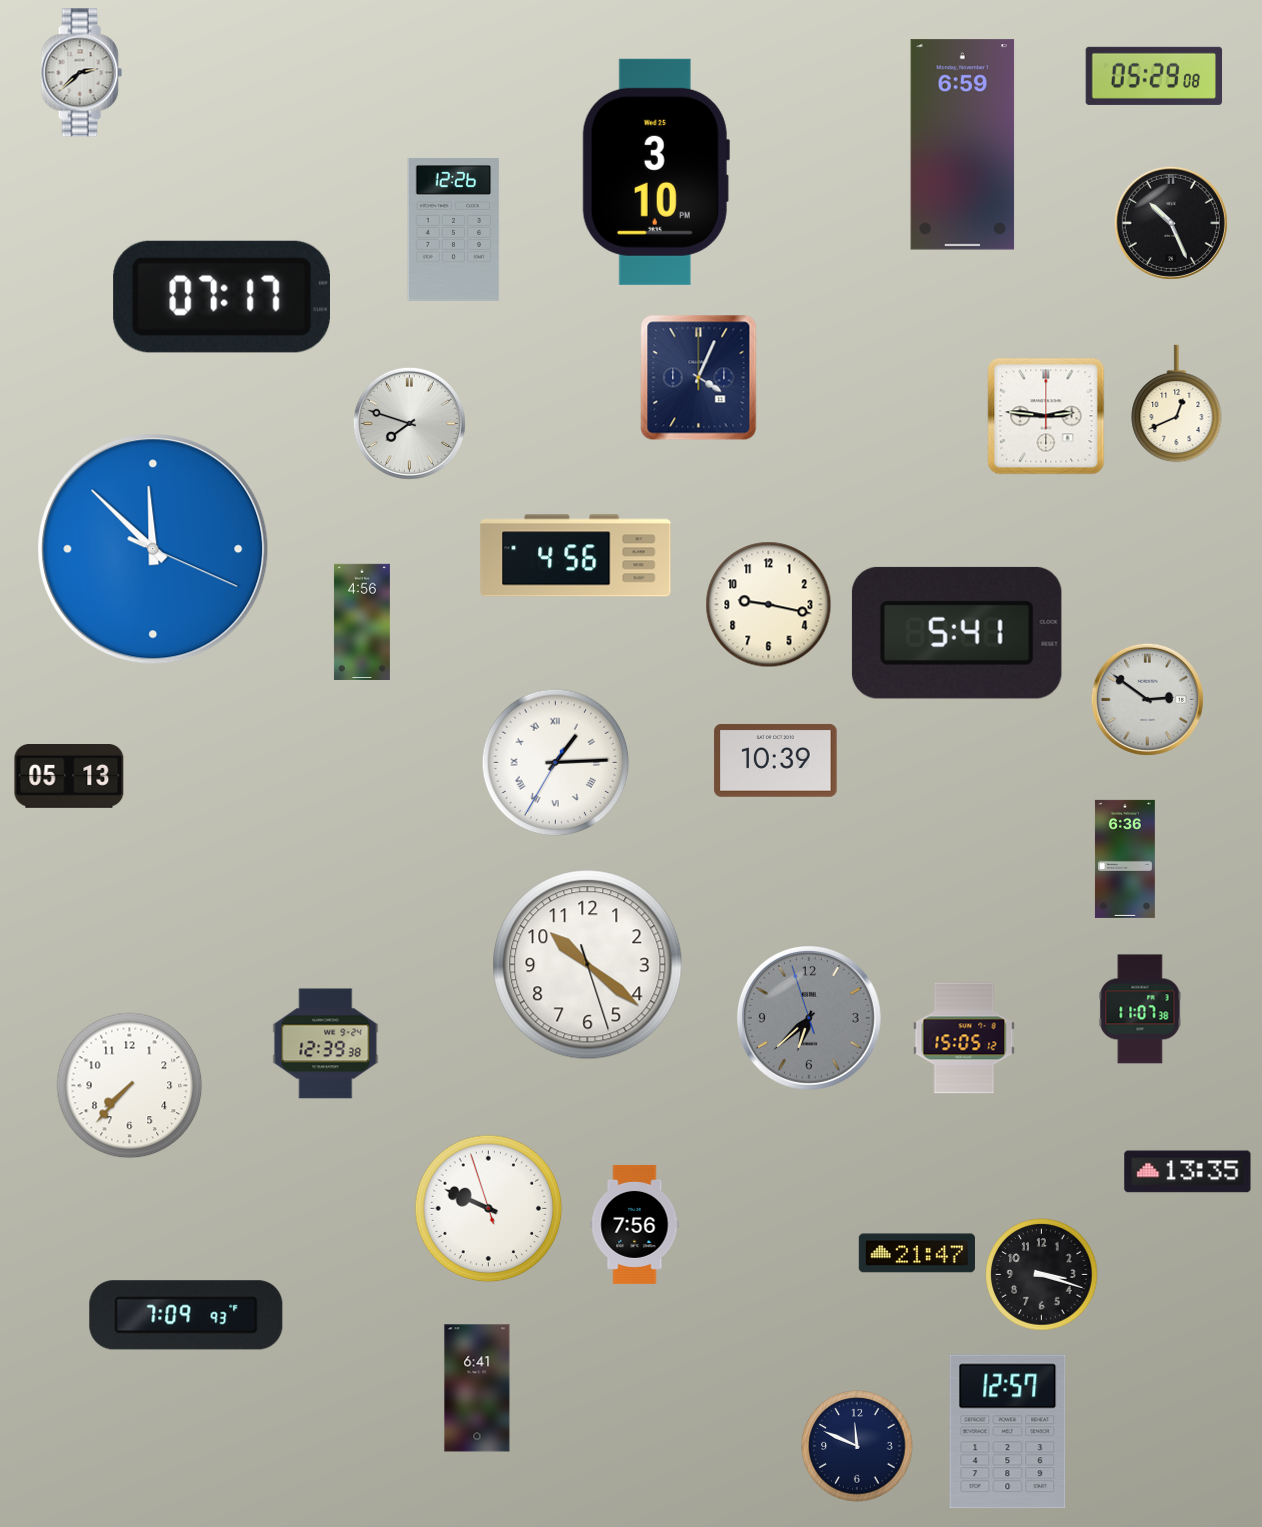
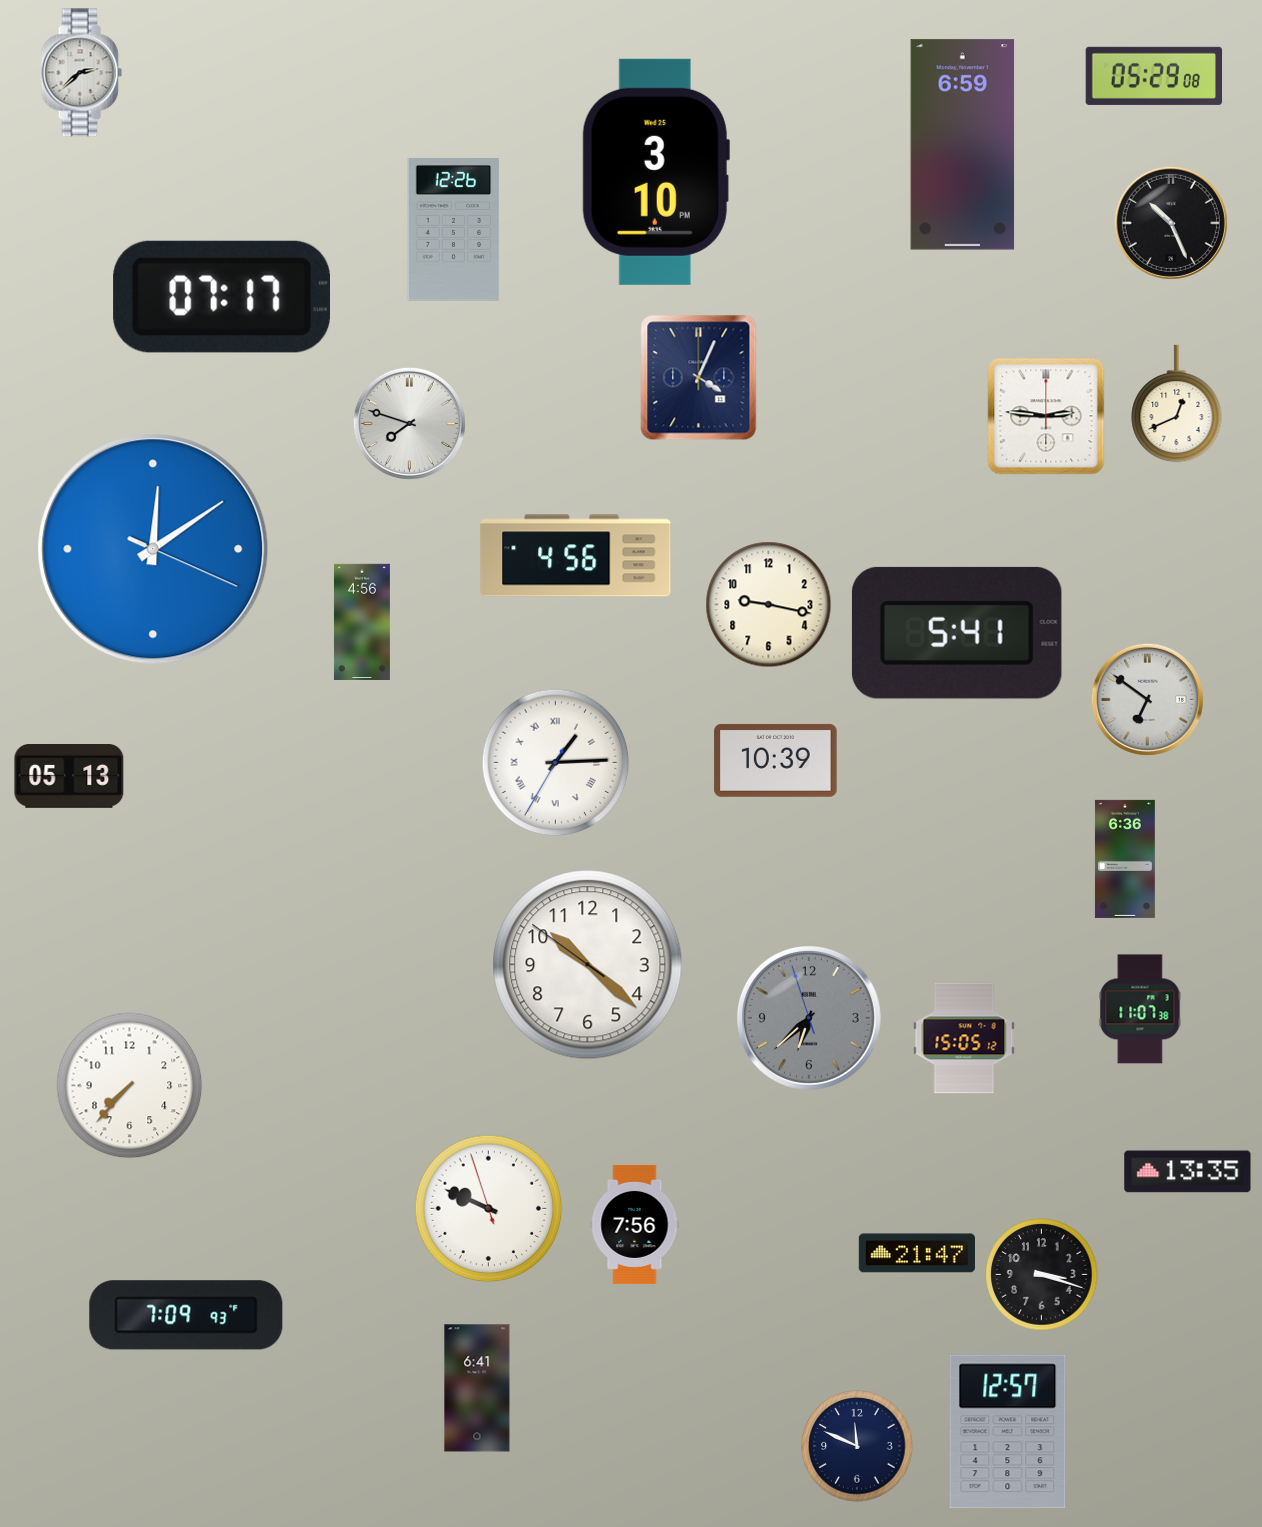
clock at (153, 549): 11:52 -> 12:09
clock at (1147, 699): 2:51 -> 6:51
clock at (588, 965): 10:21:27 -> 10:21:51
clock at (326, 1044): 12:39 -> none
